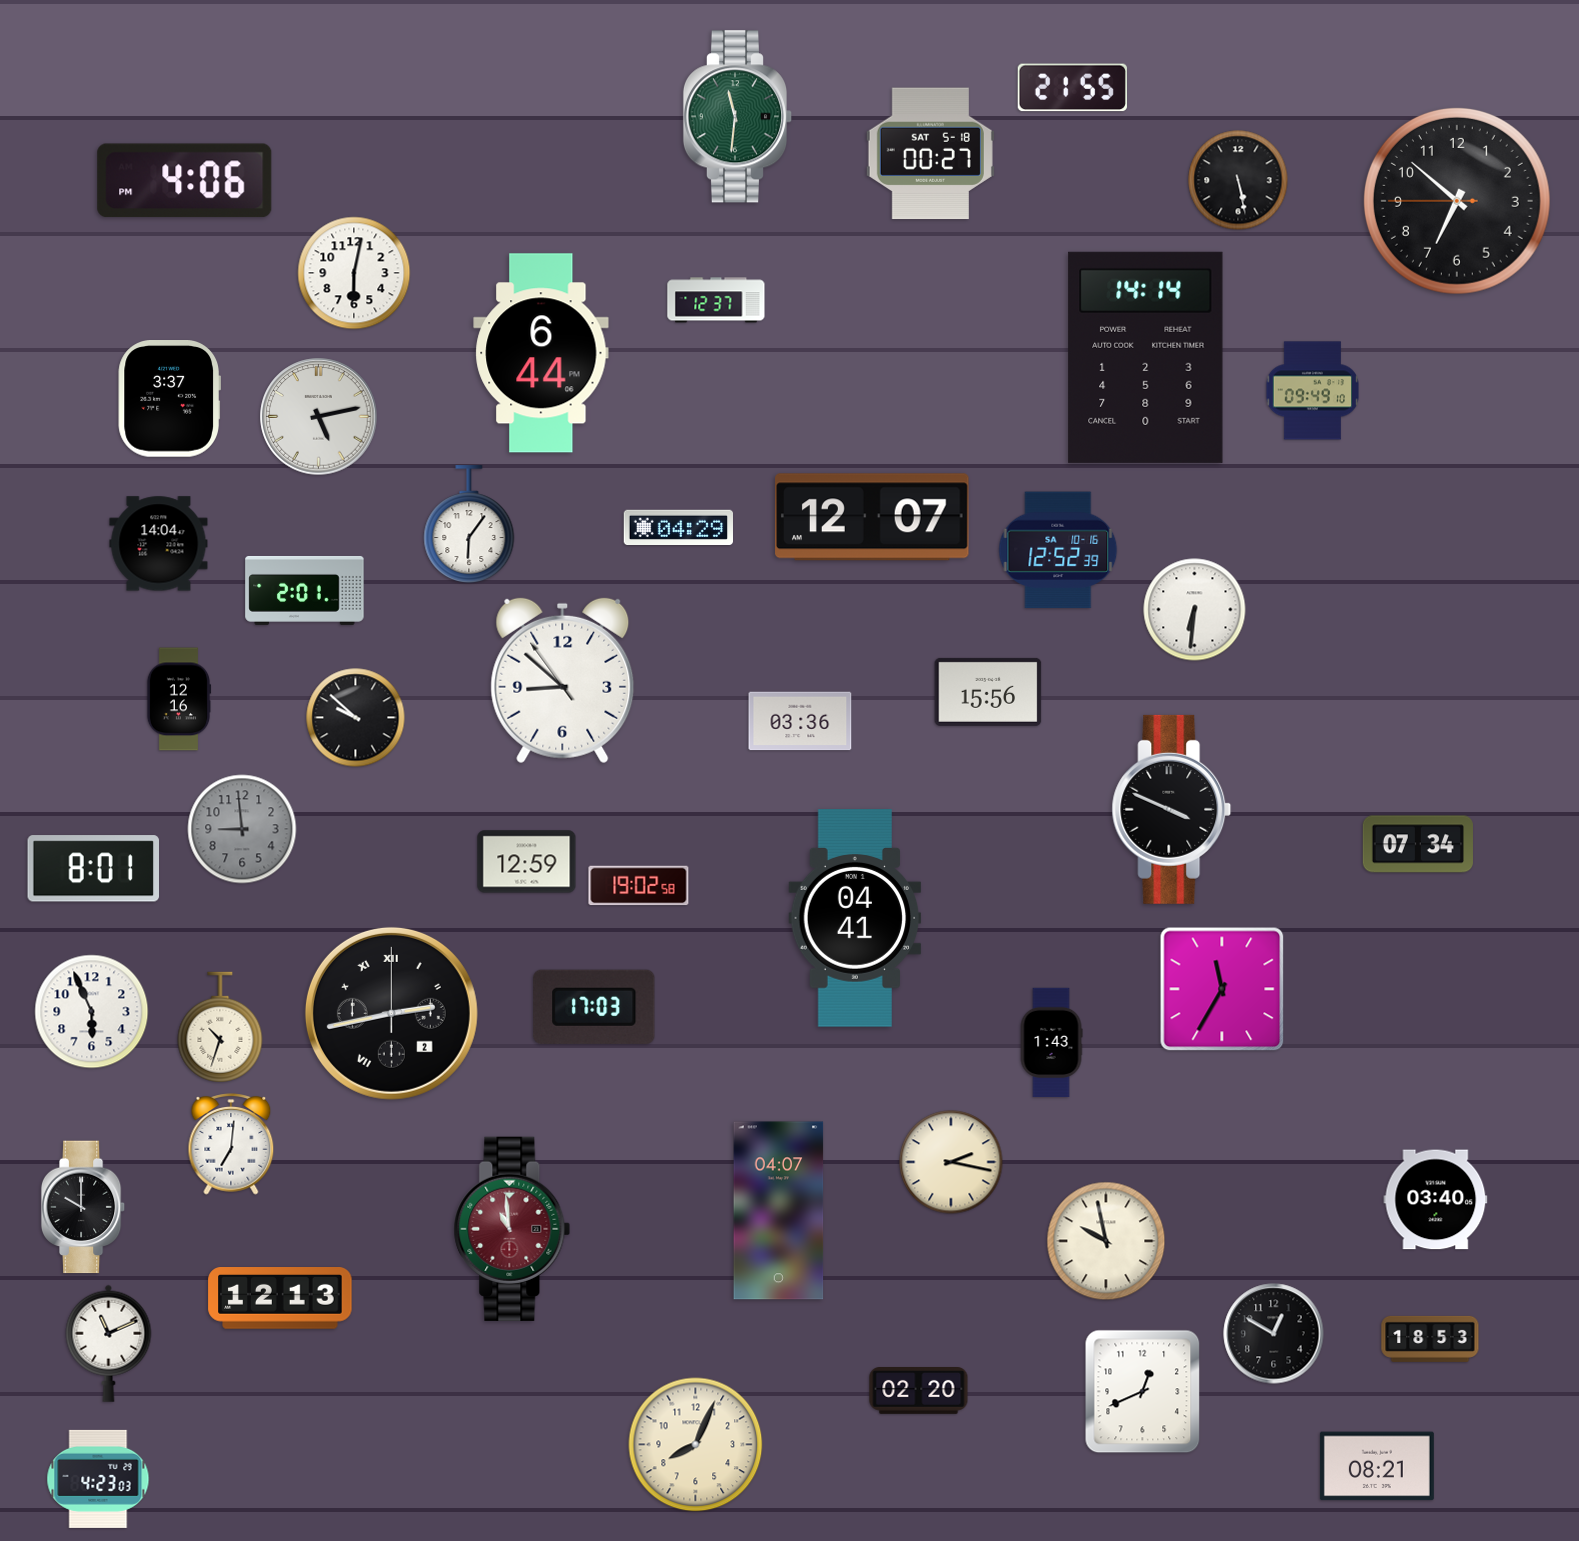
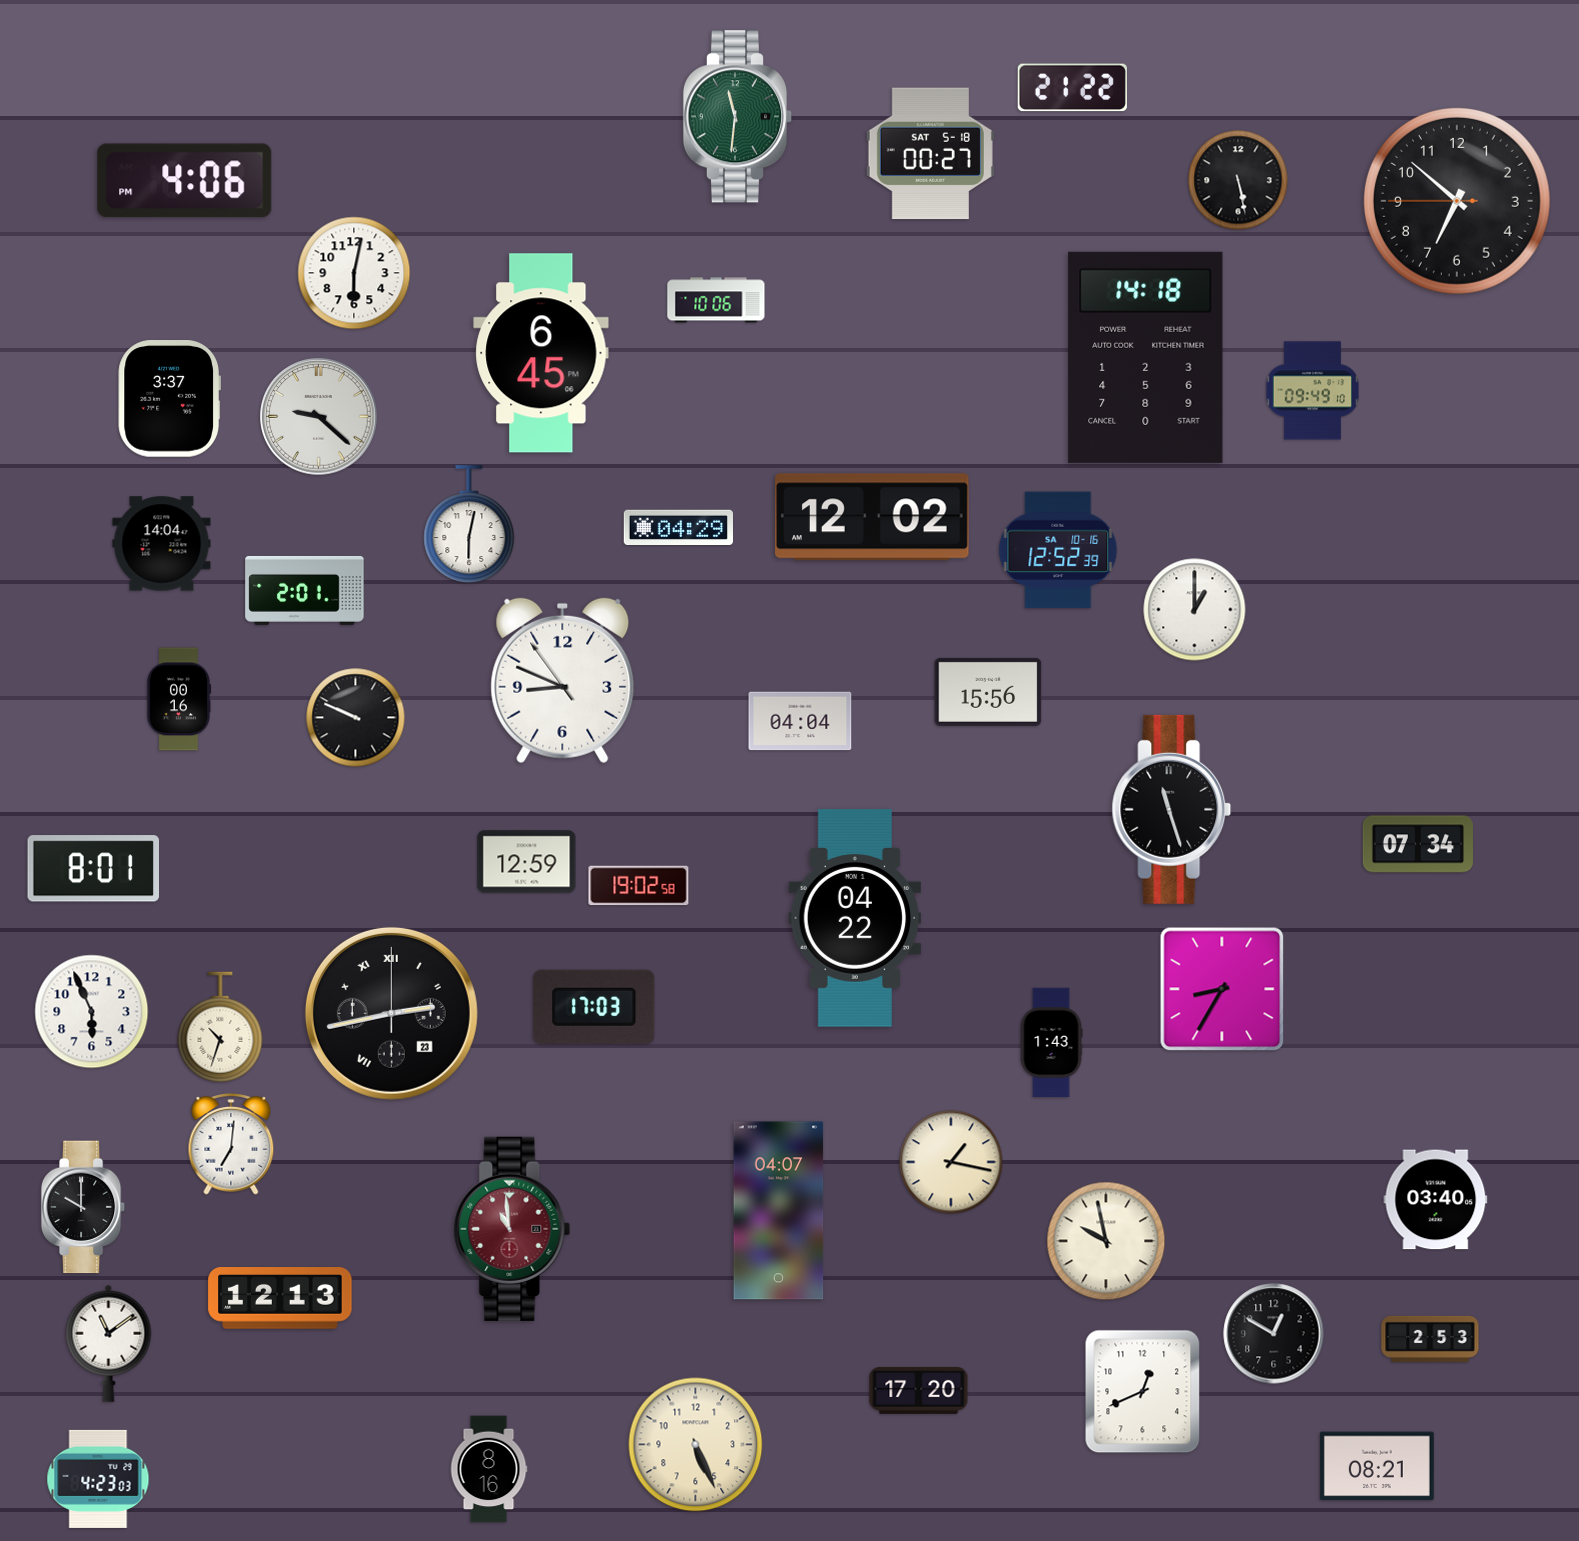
clock at (1072, 88): 21:55 -> 21:22
clock at (716, 300): 12:37 -> 10:06
clock at (541, 353): 6:44 -> 6:45
clock at (1146, 357): 14:14 -> 14:18
clock at (319, 417): 5:13 -> 9:22
clock at (872, 517): 12:07 -> 12:02
clock at (469, 524): 6:06 -> 6:02
clock at (159, 544) position: (159, 544) -> (162, 544)
clock at (1195, 610): 6:31 -> 1:00
clock at (563, 681): 8:51 -> 8:48
clock at (179, 699): 12:16 -> 00:16
clock at (356, 718): 9:52 -> 9:49
clock at (800, 721): 03:36 -> 04:04
clock at (1172, 809): 3:49 -> 11:27
clock at (242, 829): 8:59 -> none
clock at (855, 918): 04:41 -> 04:22
clock at (1222, 989): 11:35 -> 8:35
clock at (391, 1013) date: 2 -> 23
clock at (951, 1162): 2:17 -> 1:17
clock at (1430, 1339): 18:53 -> 2:53
clock at (109, 1343): 11:11 -> 11:09
clock at (919, 1391): 02:20 -> 17:20
clock at (696, 1445): 8:04 -> 5:26
clock at (489, 1469): none -> 8:16
